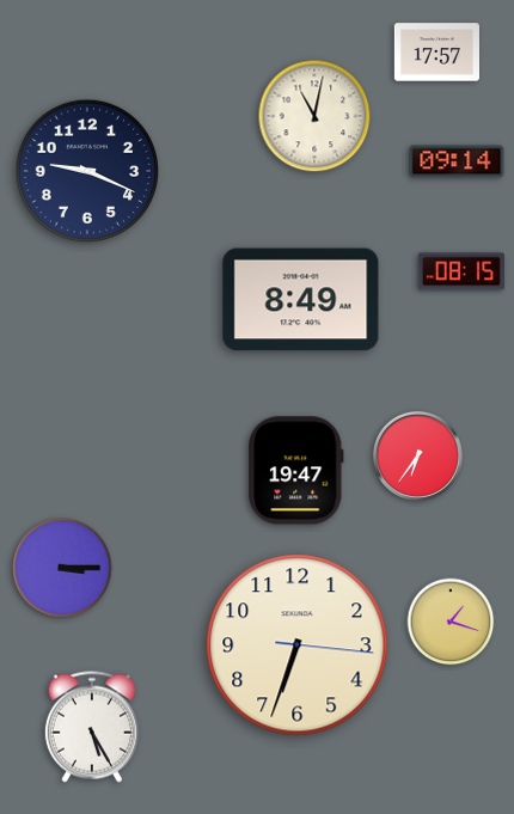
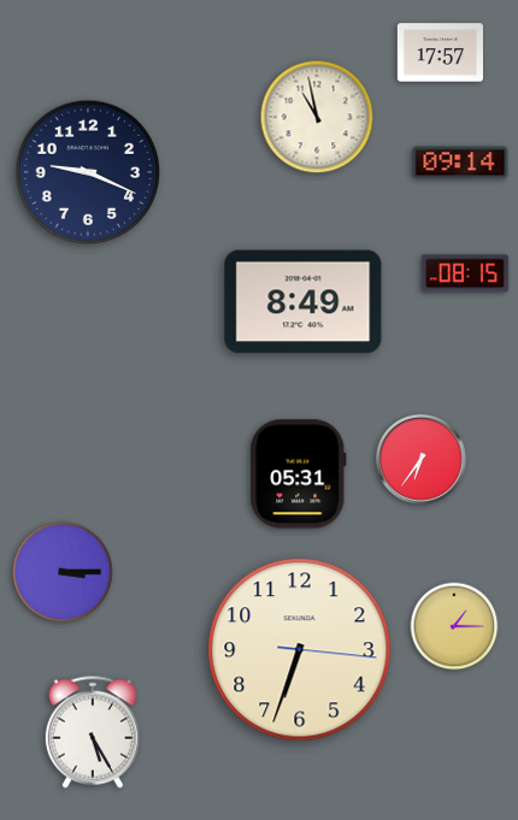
clock at (314, 116): 11:02 -> 10:58
clock at (296, 471): 19:47 -> 05:31
clock at (451, 622): 1:18 -> 1:15
